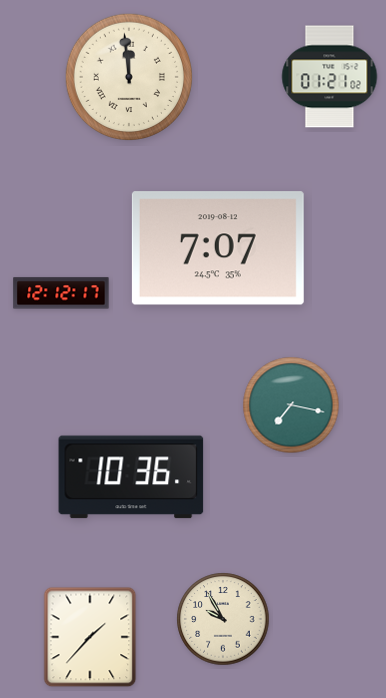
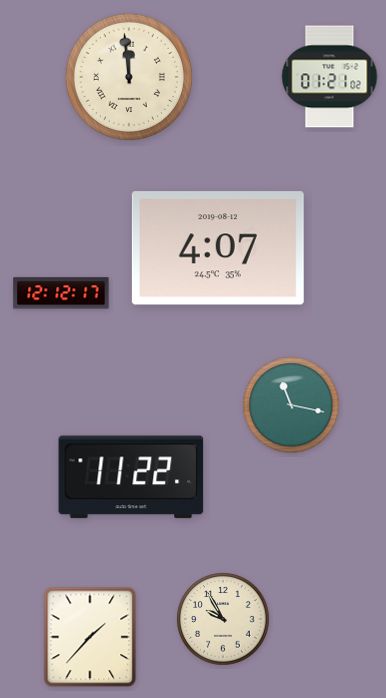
clock at (218, 248): 7:07 -> 4:07
clock at (291, 405): 7:17 -> 11:17
clock at (131, 477): 10:36 -> 11:22
